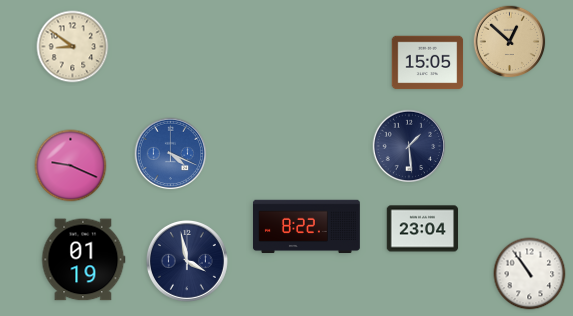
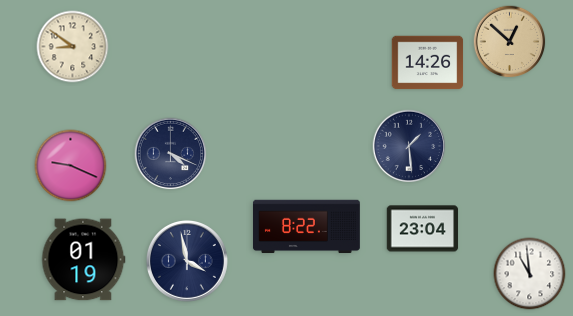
clock at (428, 63): 15:05 -> 14:26
clock at (171, 154) dial: blue -> navy
clock at (530, 274): 10:54 -> 10:59
